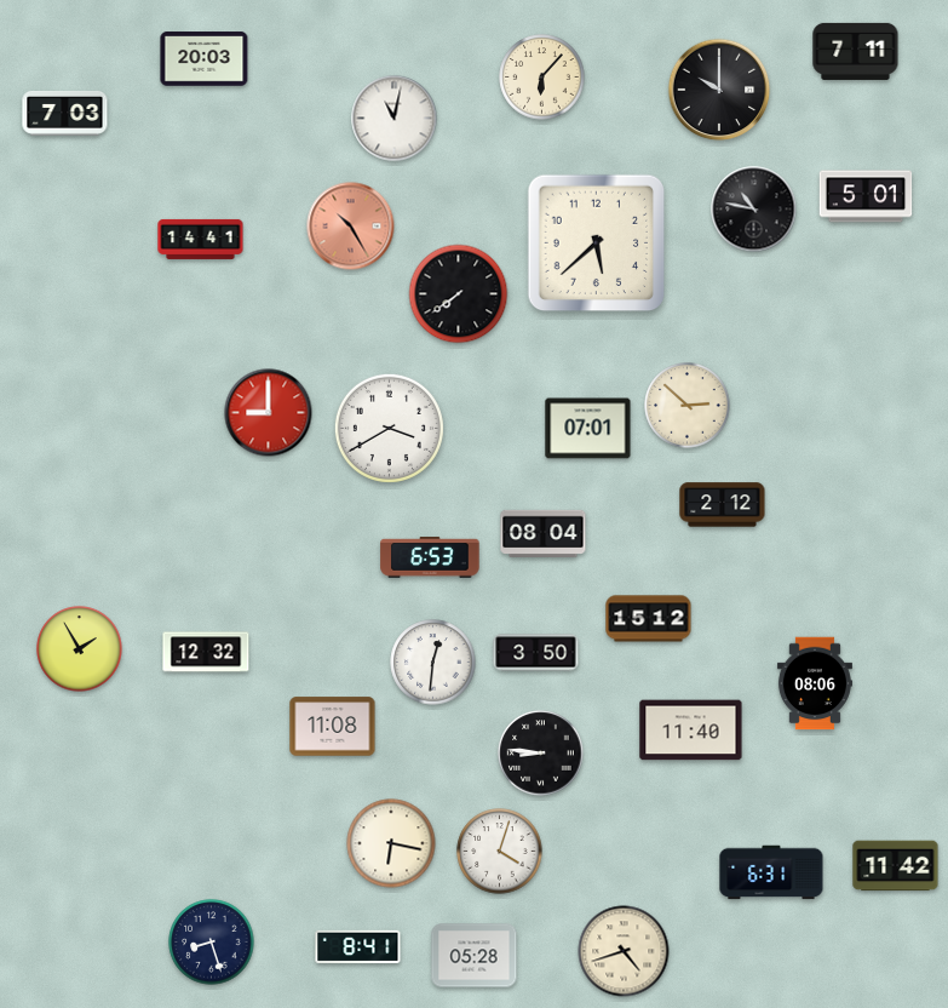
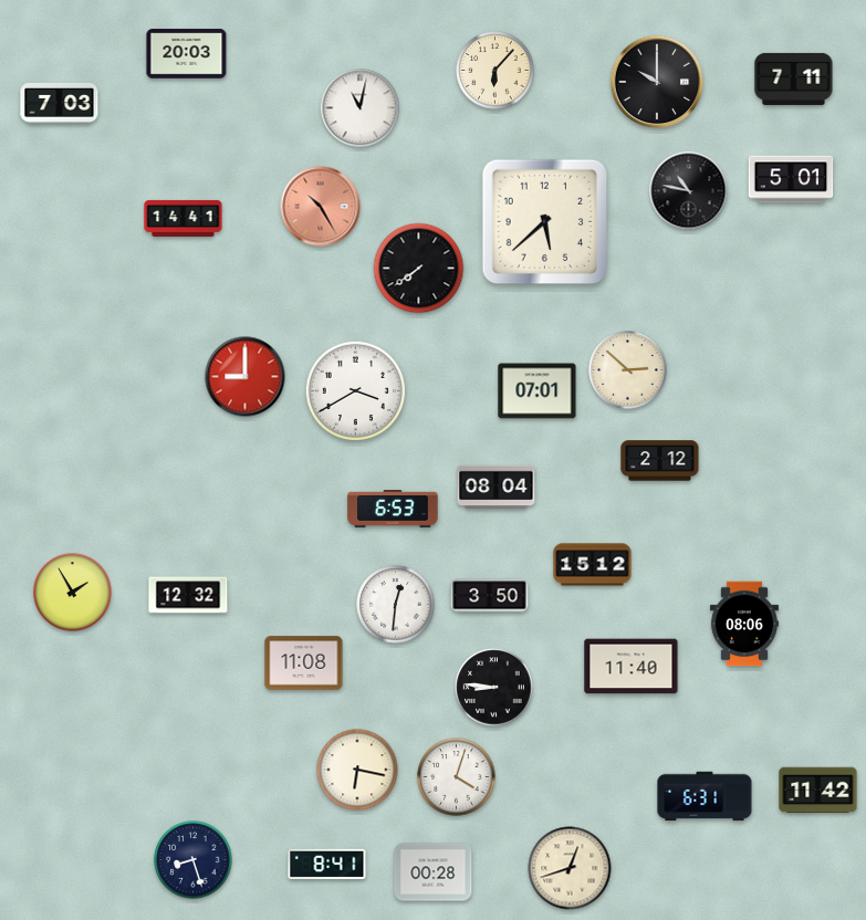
clock at (856, 51) position: (856, 51) -> (794, 79)
clock at (624, 951): 4:42 -> 12:42
clock at (475, 956): 05:28 -> 00:28
